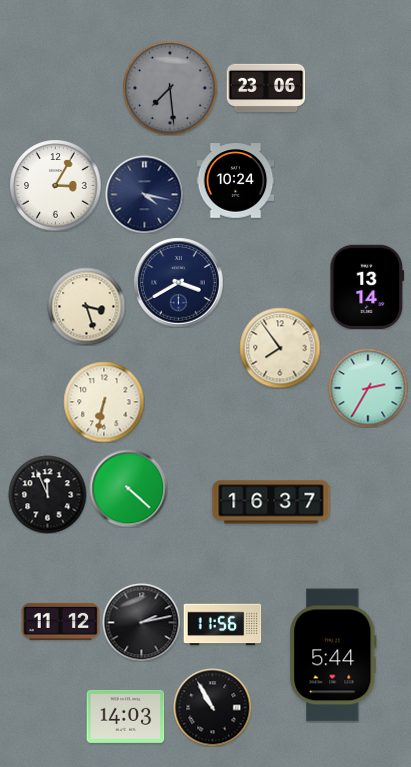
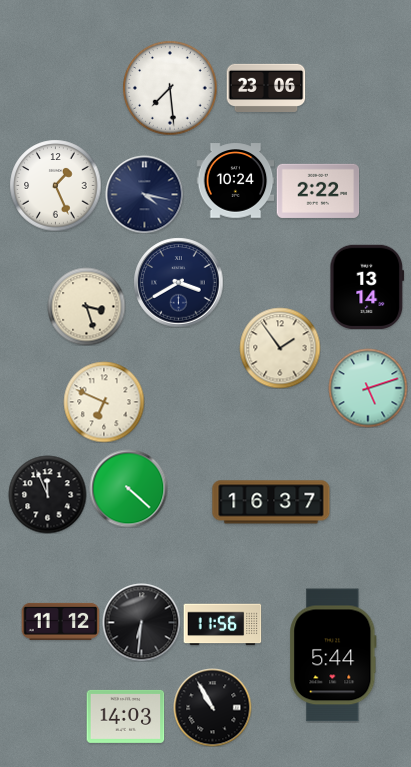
clock at (170, 88) dial: grey -> white
clock at (55, 185): 3:05 -> 1:26
clock at (318, 191): none -> 2:22
clock at (280, 348): 7:54 -> 1:54
clock at (368, 388): 2:35 -> 5:12
clock at (104, 402): 6:32 -> 6:49
clock at (141, 622): 2:13 -> 6:31
